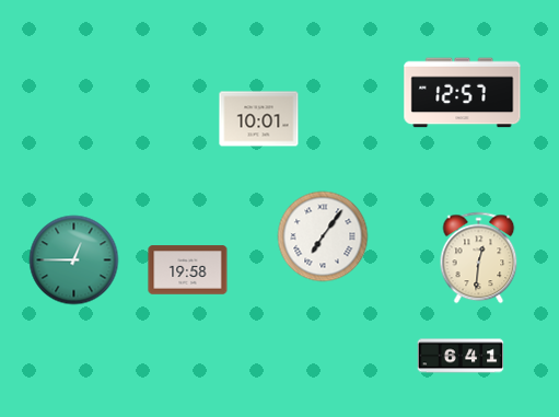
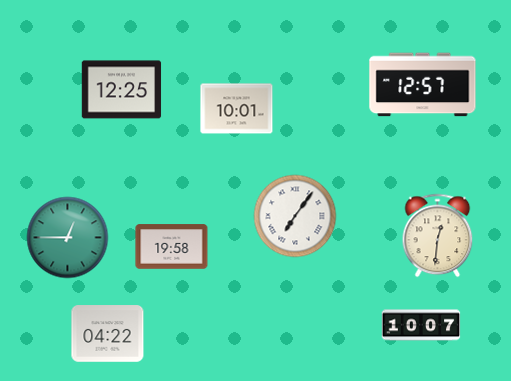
clock at (122, 90): none -> 12:25
clock at (461, 356): 6:41 -> 10:07
clock at (108, 334): none -> 04:22
